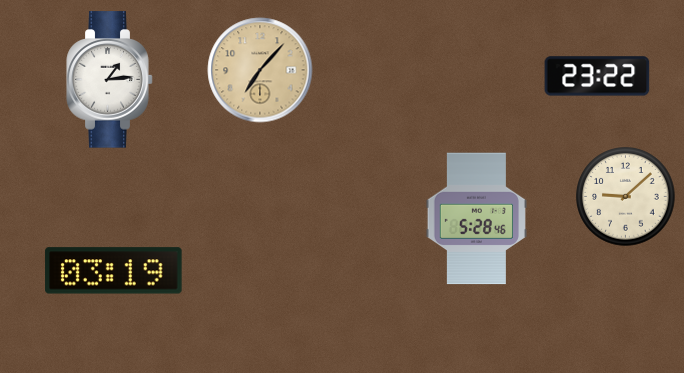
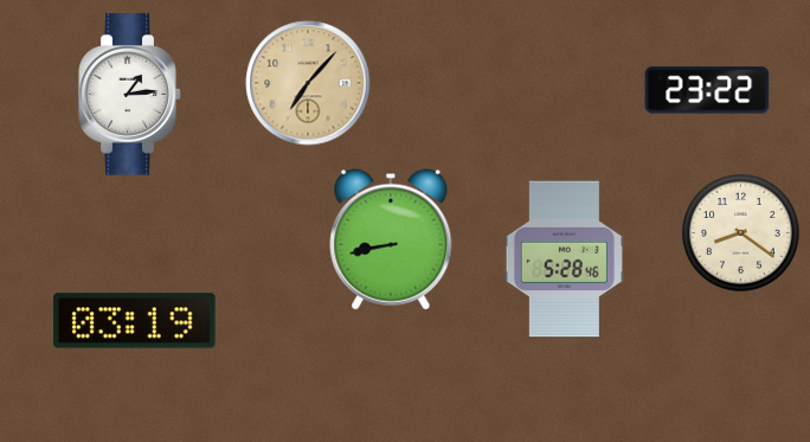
clock at (626, 197): 9:08 -> 8:21
clock at (391, 239): none -> 8:43
